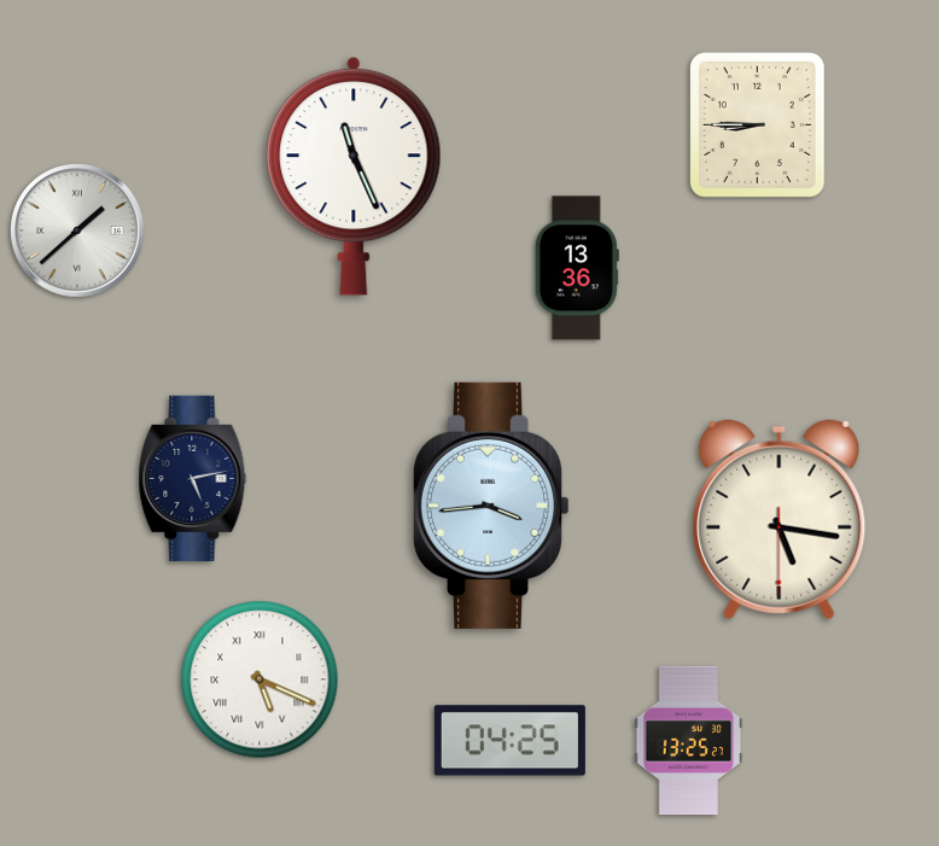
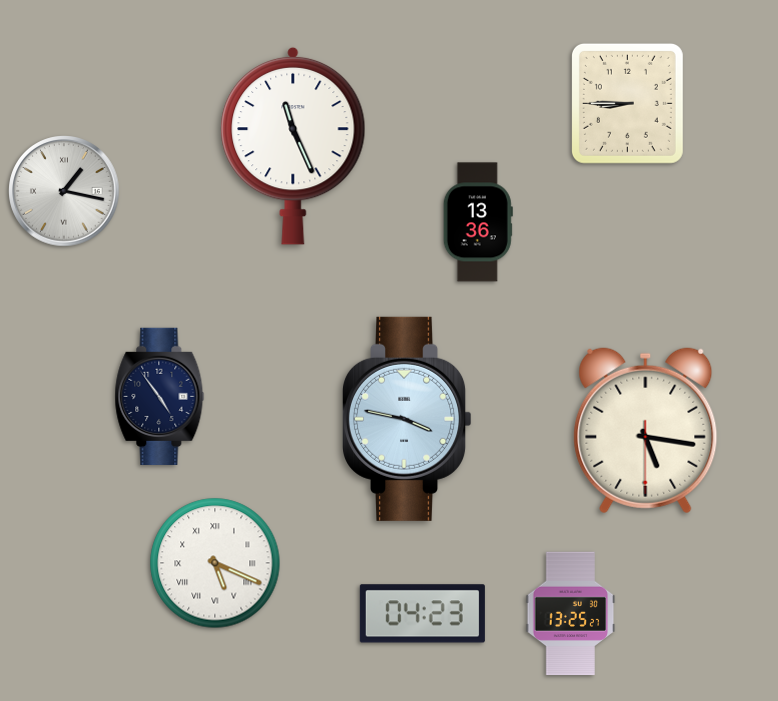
clock at (77, 231): 1:38 -> 1:17
clock at (193, 478): 5:13 -> 4:54
clock at (491, 506): 3:44 -> 3:47
clock at (509, 741): 04:25 -> 04:23
